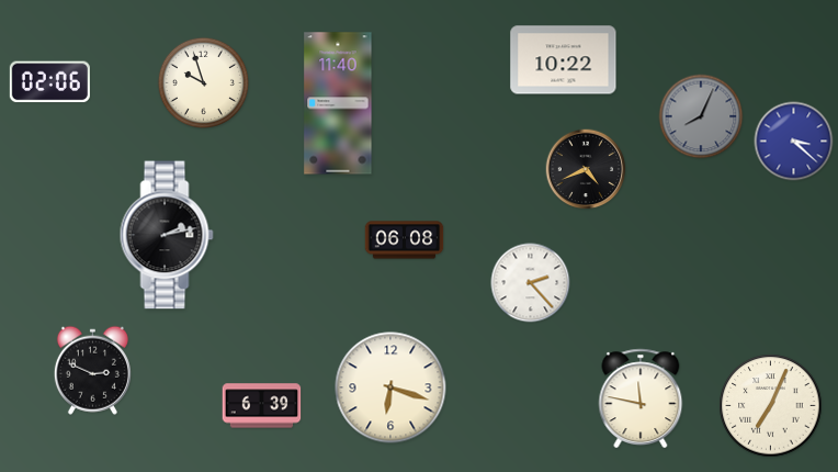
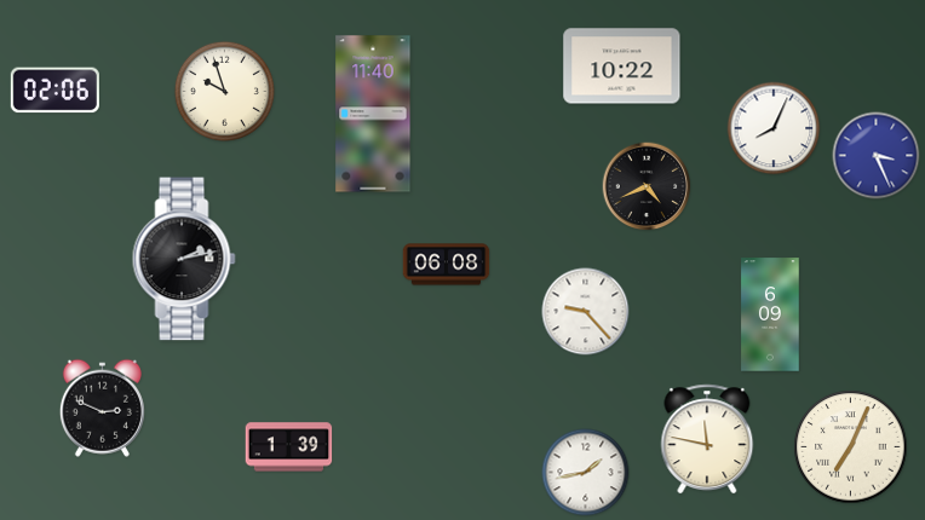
clock at (701, 116) dial: grey -> white
clock at (794, 142): 3:22 -> 3:26
clock at (531, 283): 2:23 -> 9:23
clock at (770, 314): none -> 6:09
clock at (390, 387): 6:18 -> none
clock at (262, 406): 6:39 -> 1:39
clock at (586, 473): none -> 1:43
